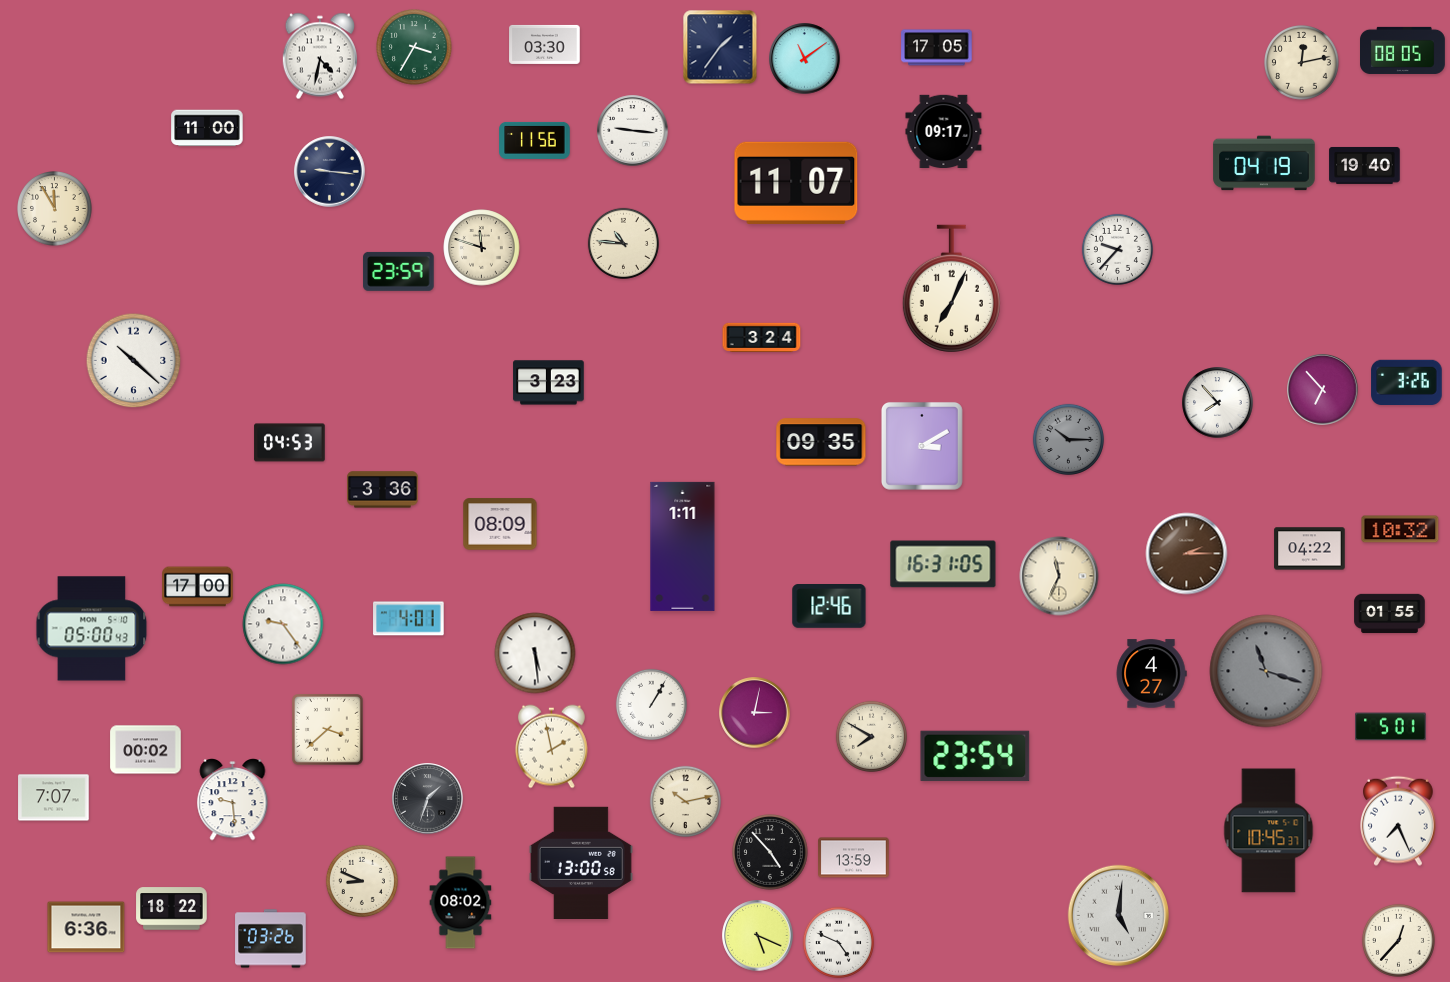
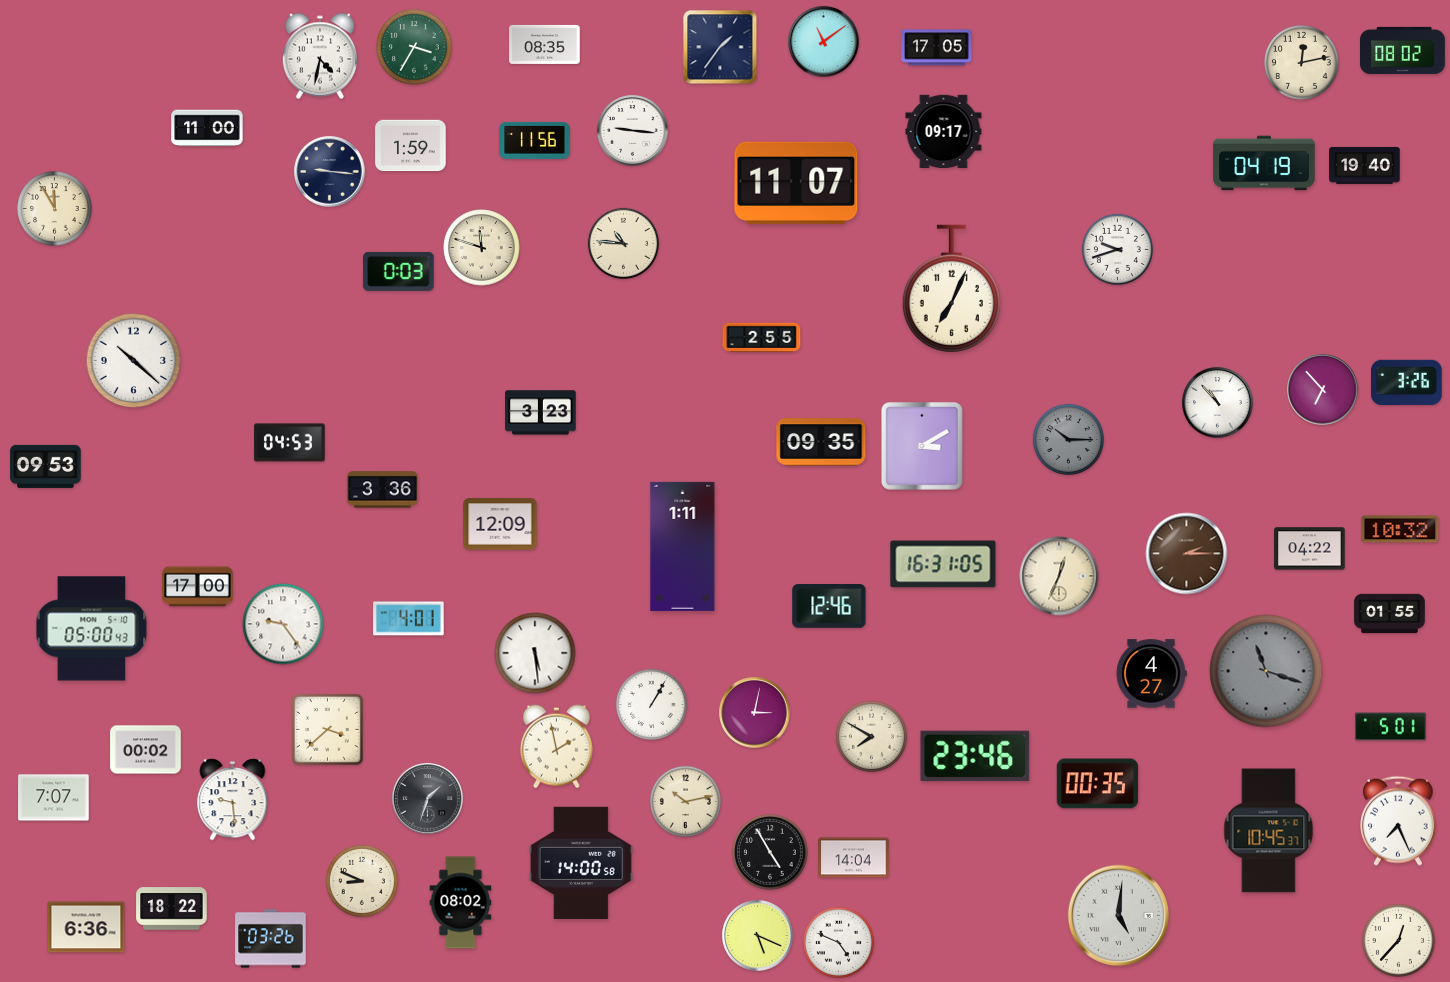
clock at (545, 44): 03:30 -> 08:35
clock at (1403, 50): 08:05 -> 08:02
clock at (805, 59) position: (805, 59) -> (824, 42)
clock at (411, 146): none -> 1:59
clock at (1117, 249): 9:37 -> 9:42
clock at (399, 271): 23:59 -> 0:03
clock at (762, 337): 3:24 -> 2:55
clock at (549, 383) position: (549, 383) -> (541, 413)
clock at (1218, 403): 7:53 -> 10:53
clock at (46, 466): none -> 09:53
clock at (500, 524): 08:09 -> 12:09
clock at (1059, 576): 11:34 -> 12:34
clock at (551, 747) position: (551, 747) -> (556, 747)
clock at (975, 756): 23:54 -> 23:46
clock at (1098, 784): none -> 00:35
clock at (770, 852): 4:53 -> 4:55
clock at (854, 858): 13:59 -> 14:04
clock at (581, 862): 13:00 -> 14:00
